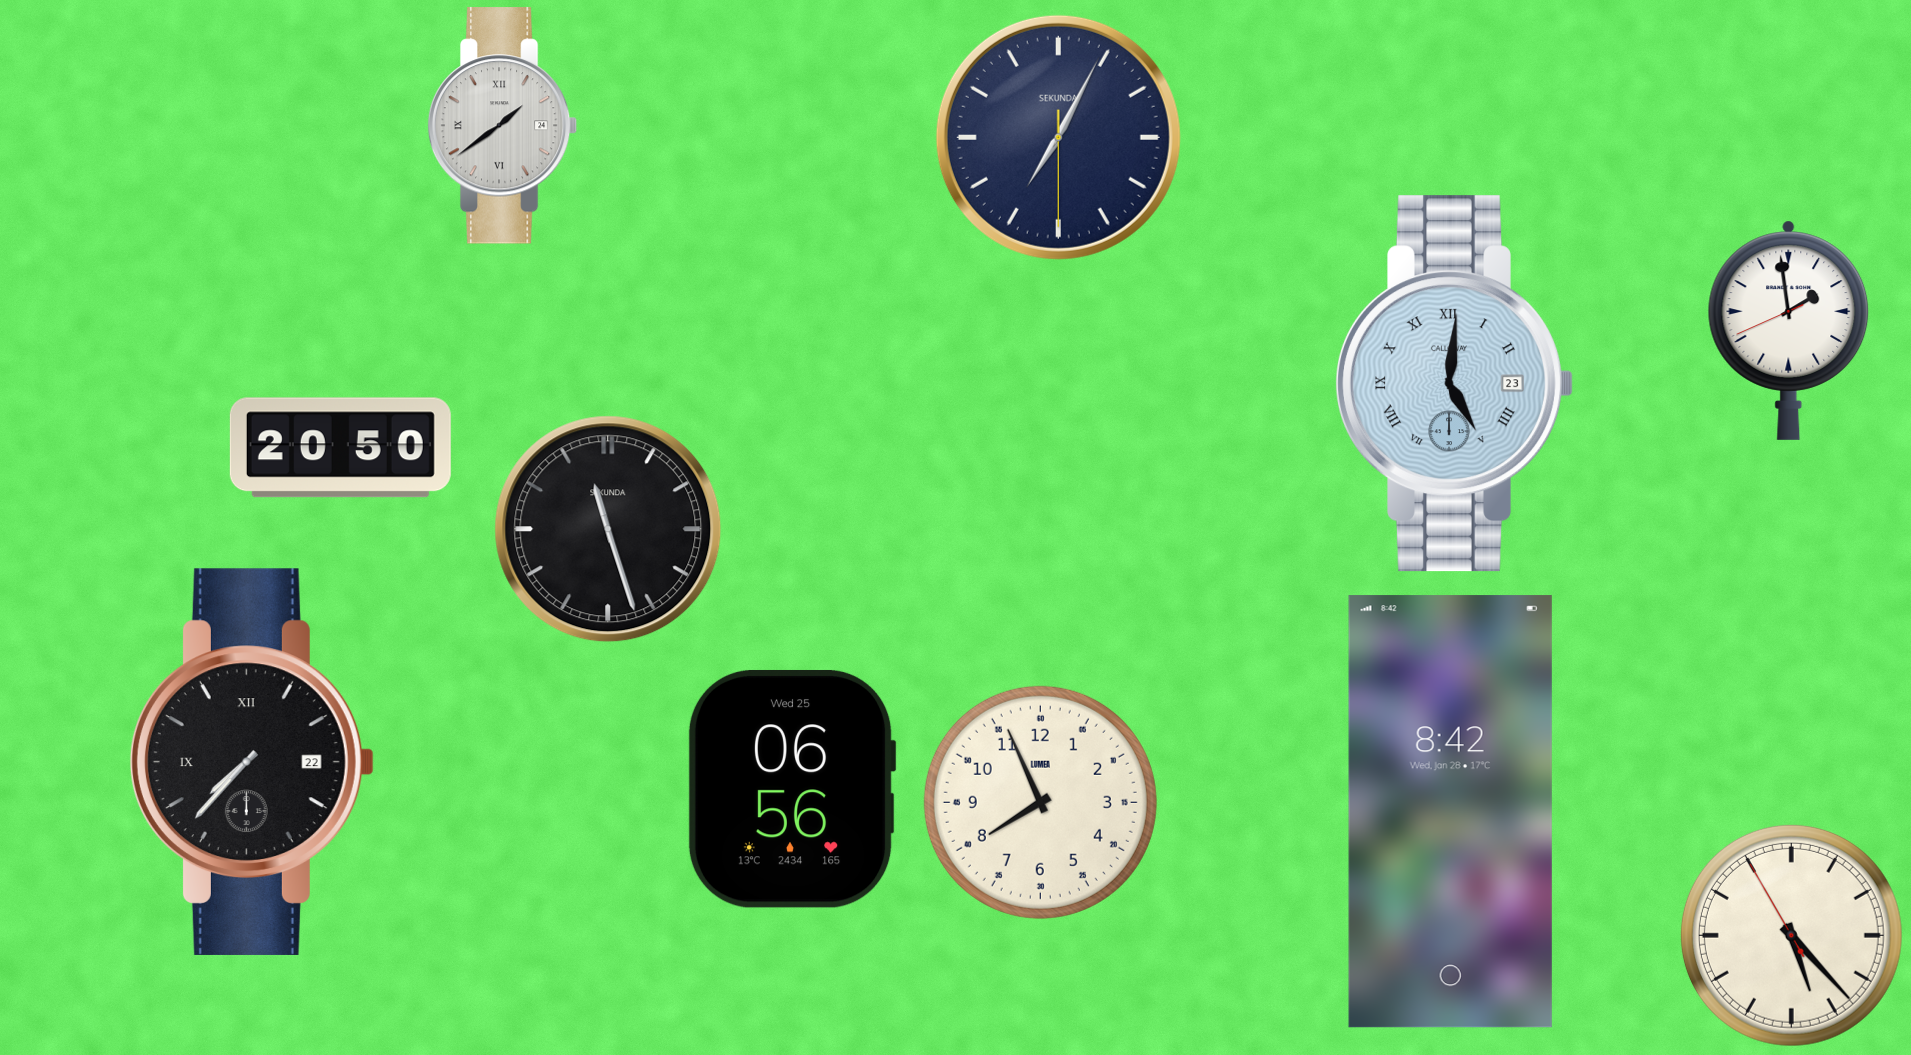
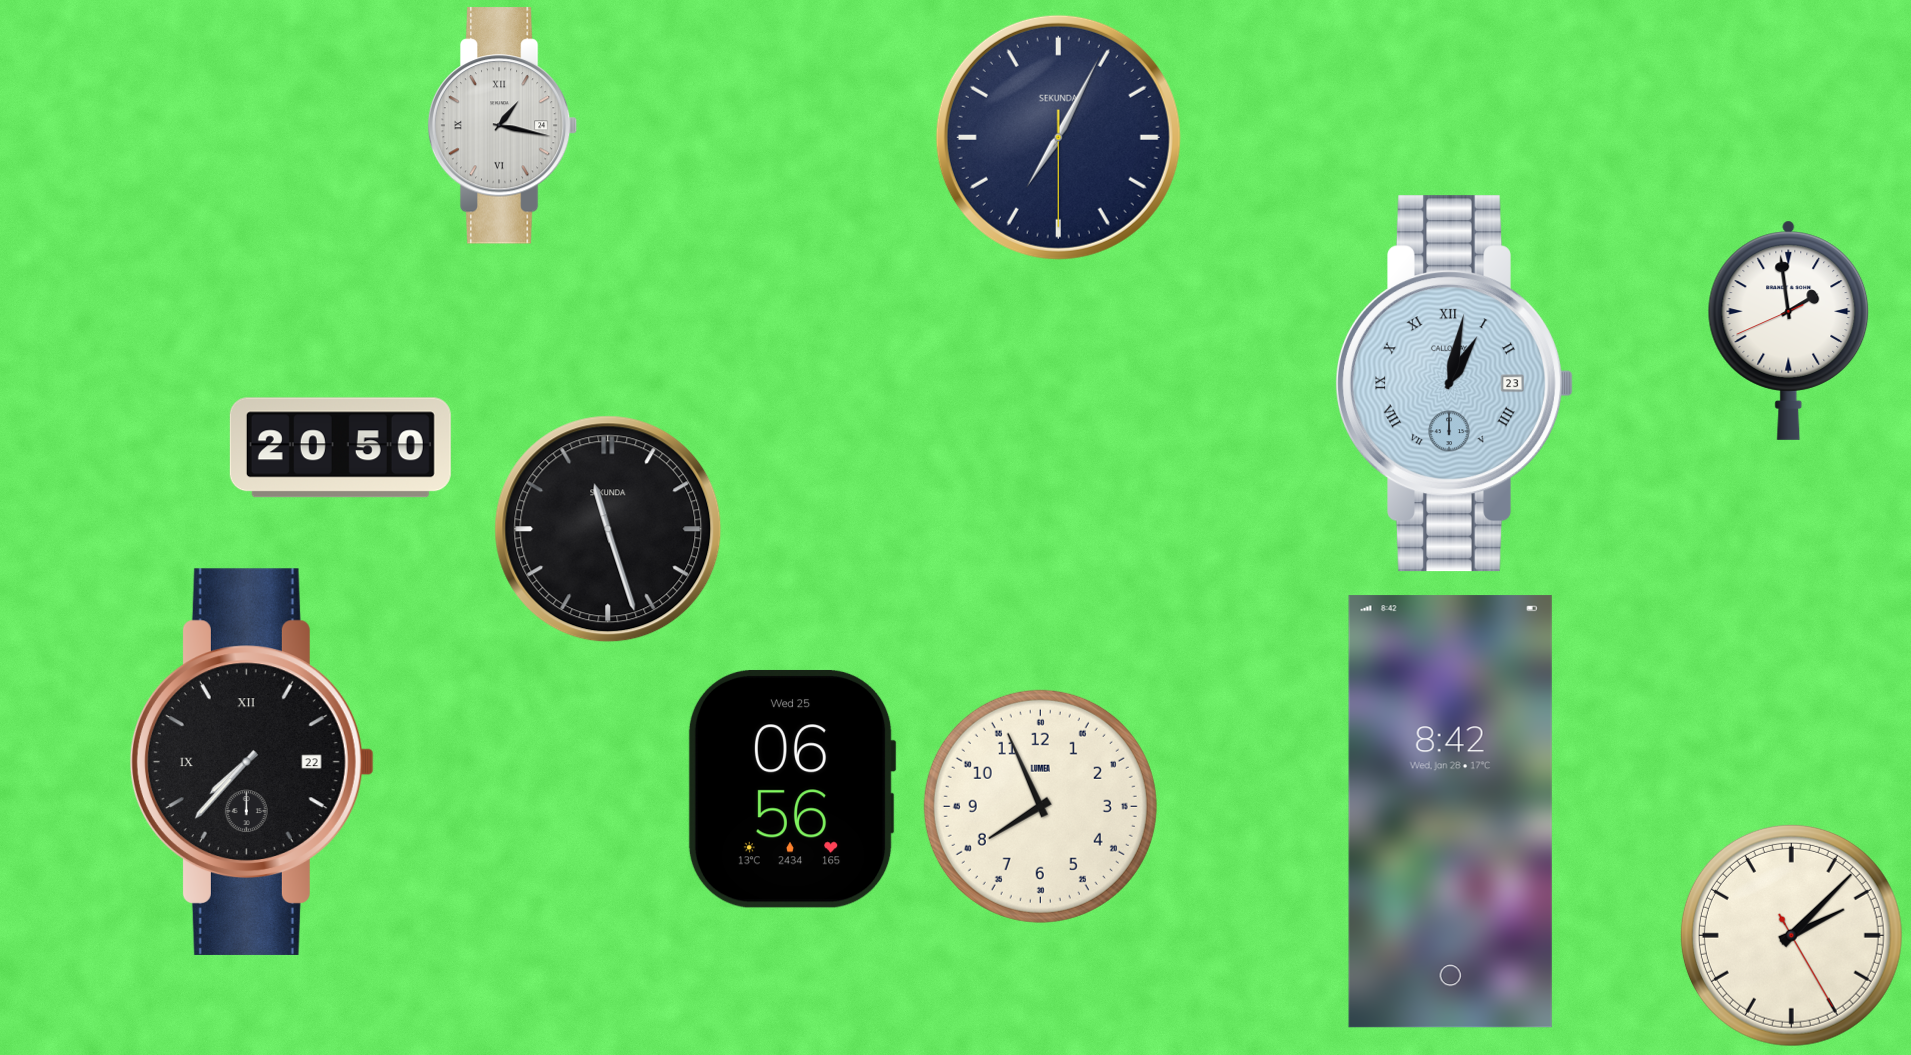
clock at (503, 126): 1:39 -> 1:17
clock at (1455, 384): 5:01 -> 1:02
clock at (1040, 802) position: (1040, 802) -> (1040, 806)
clock at (1791, 935): 5:22 -> 2:07
